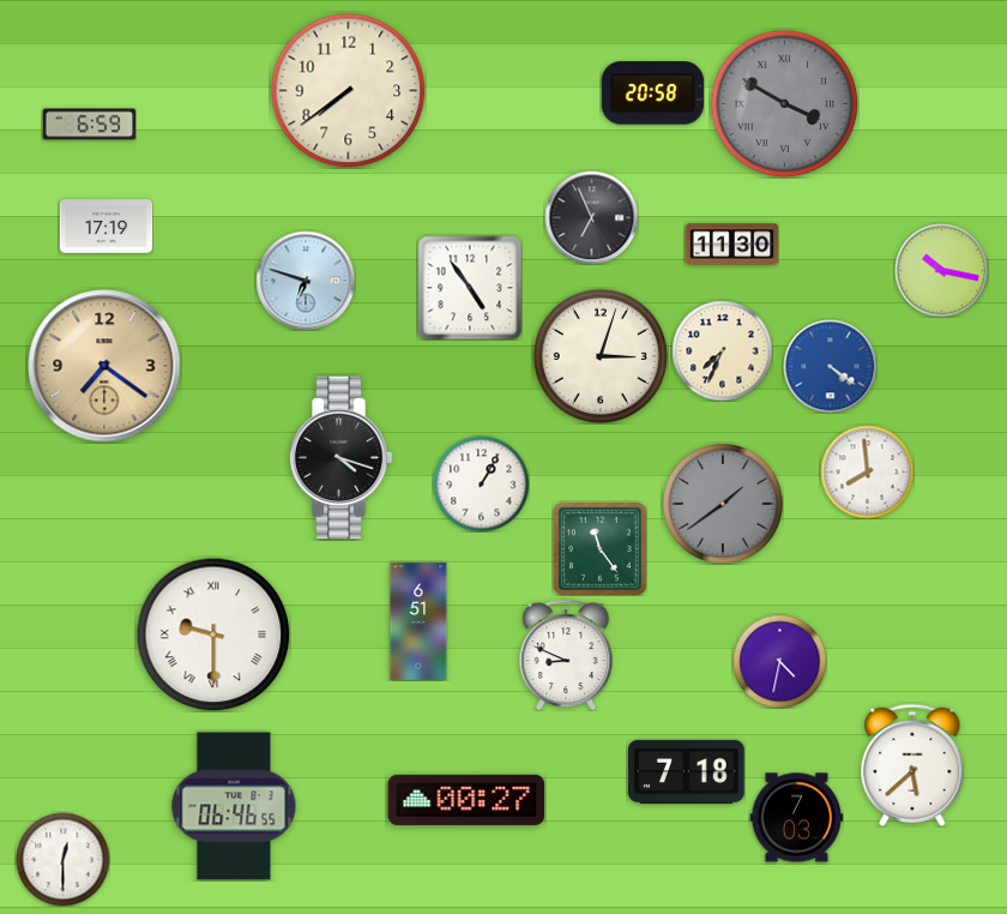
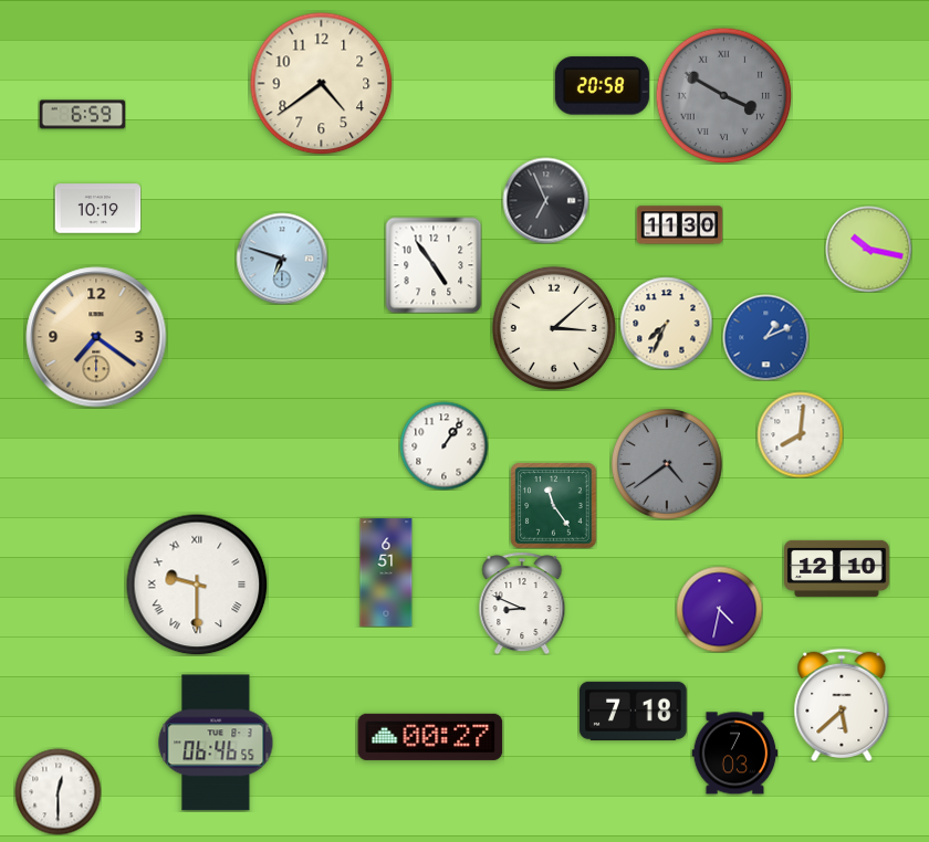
clock at (348, 90): 7:39 -> 4:39
clock at (105, 227): 17:19 -> 10:19
clock at (731, 245) position: (731, 245) -> (679, 225)
clock at (601, 356): 3:03 -> 3:08
clock at (830, 366): 4:21 -> 1:11
clock at (340, 458): 4:18 -> none
clock at (867, 471): 7:59 -> 8:01
clock at (481, 483): 1:05 -> 1:06
clock at (724, 505): 1:39 -> 4:39
clock at (837, 568): none -> 12:10
